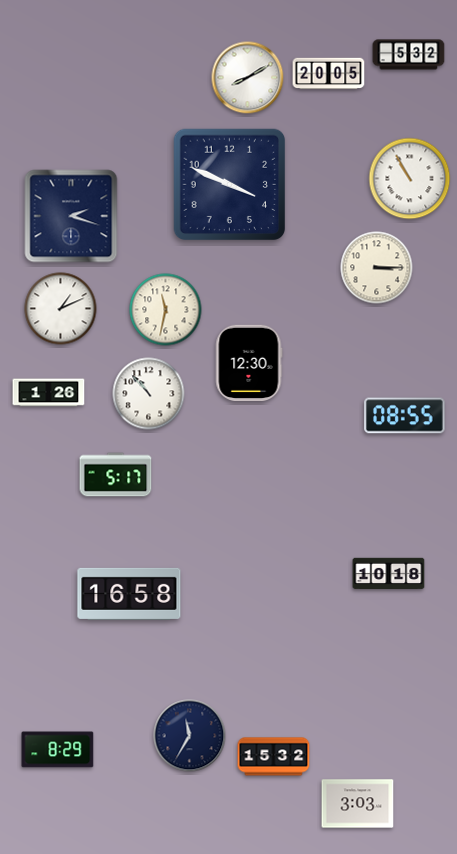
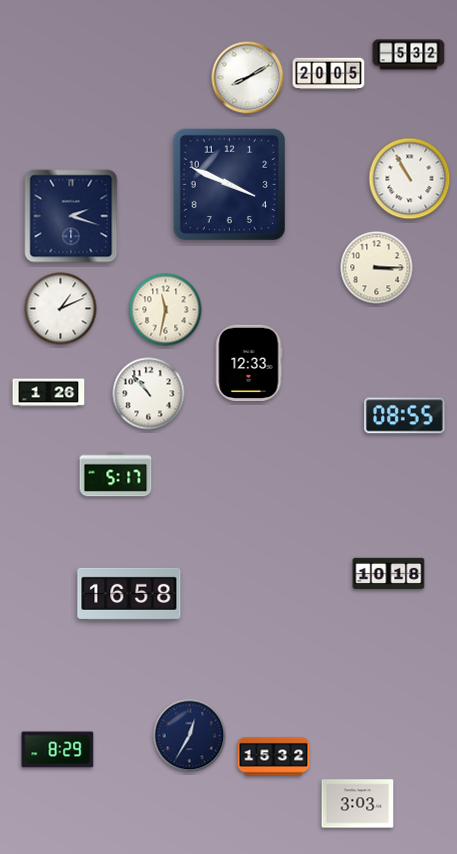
clock at (249, 362): 12:30 -> 12:33
clock at (190, 736): 11:35 -> 12:35
